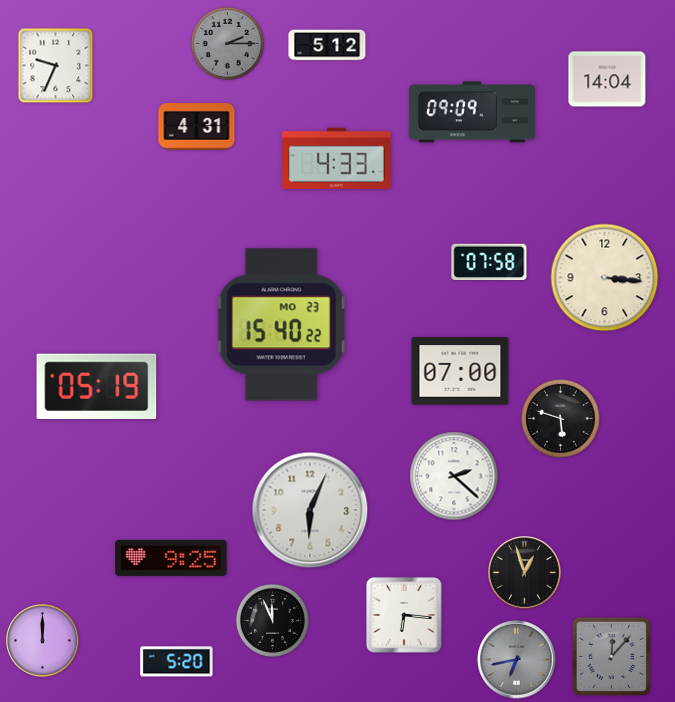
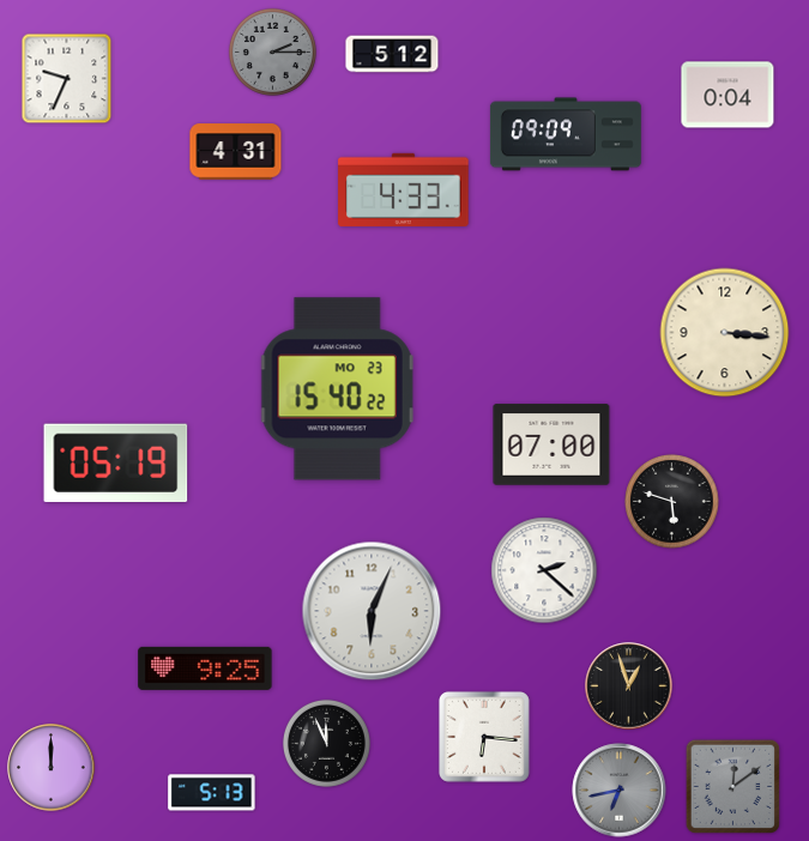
clock at (607, 79): 14:04 -> 0:04
clock at (489, 261): 07:58 -> none
clock at (612, 657): 12:07 -> 12:09
clock at (177, 662): 5:20 -> 5:13
